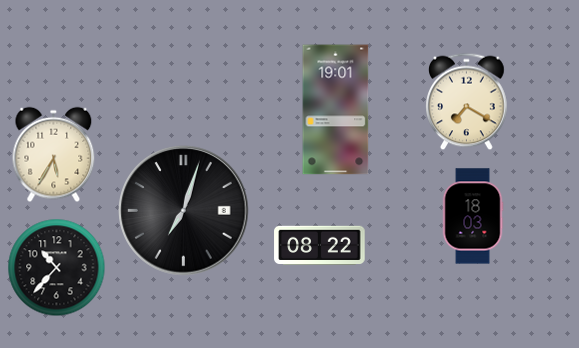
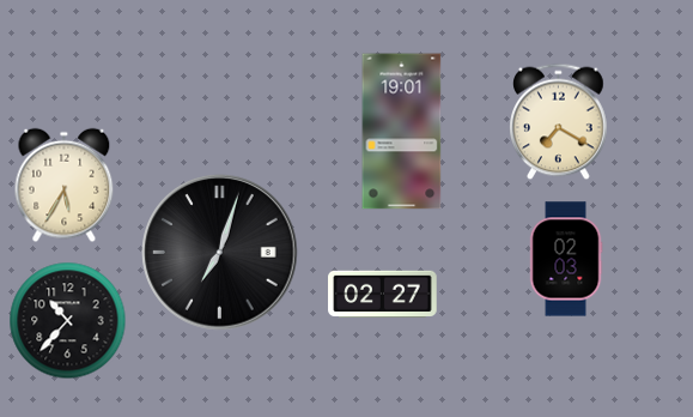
clock at (473, 216): 18:03 -> 02:03
clock at (320, 246): 08:22 -> 02:27
